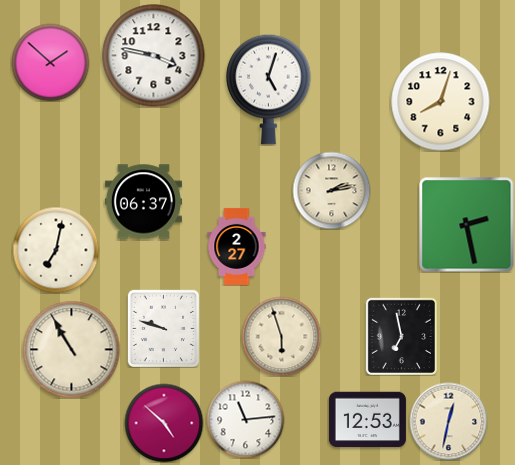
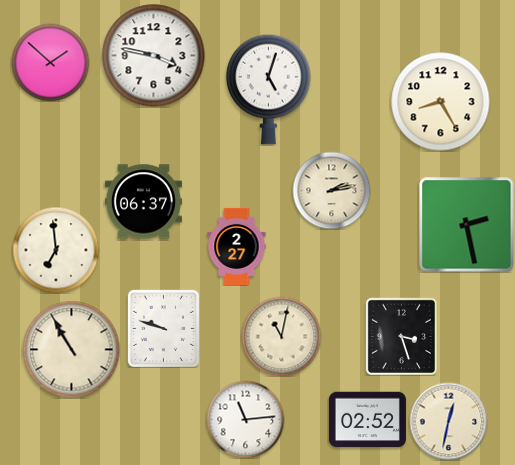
clock at (441, 102): 8:03 -> 8:25
clock at (56, 250): 7:02 -> 6:59
clock at (281, 336): 5:57 -> 11:02
clock at (401, 336): 6:58 -> 3:27
clock at (367, 420): 12:53 -> 02:52
clock at (164, 423): 4:52 -> none
